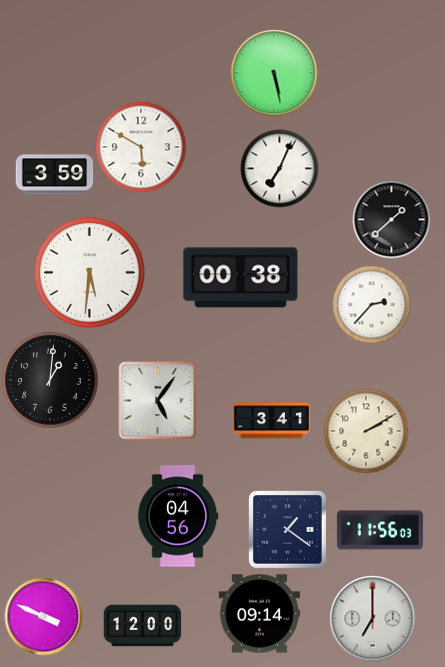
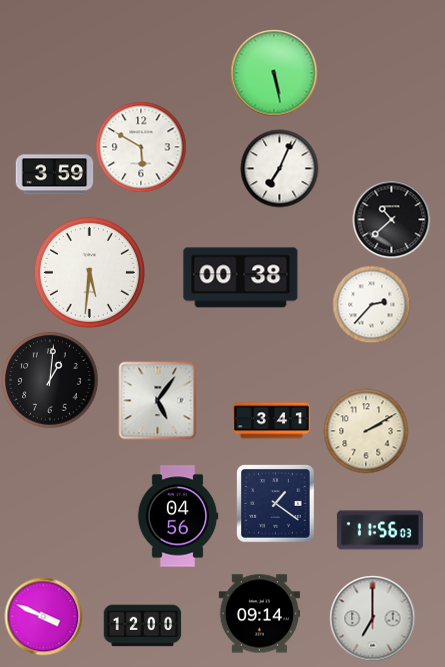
clock at (391, 219): 1:38 -> 10:38
clock at (288, 530) position: (288, 530) -> (276, 504)
